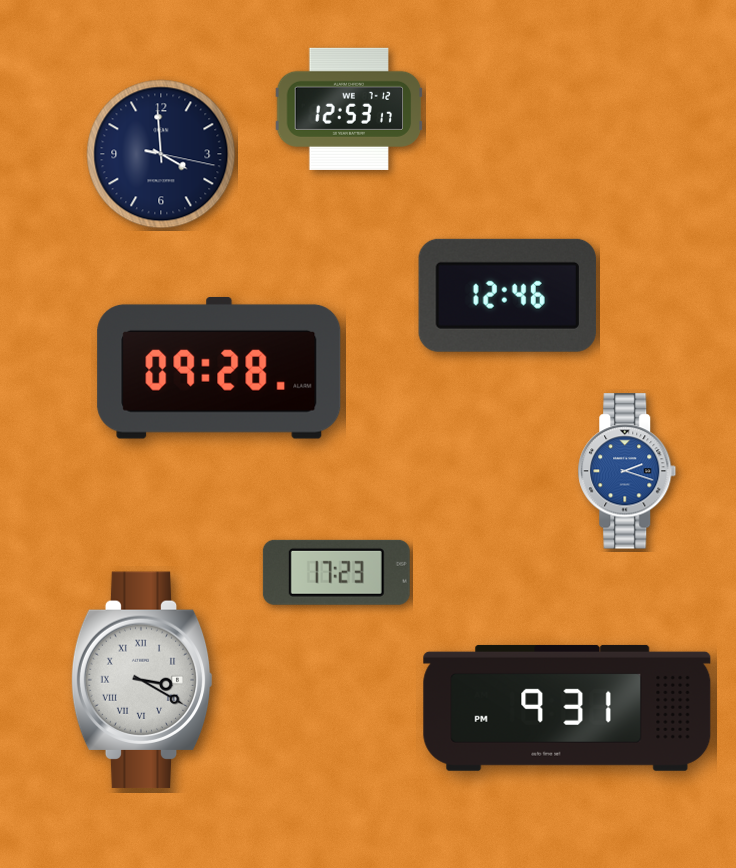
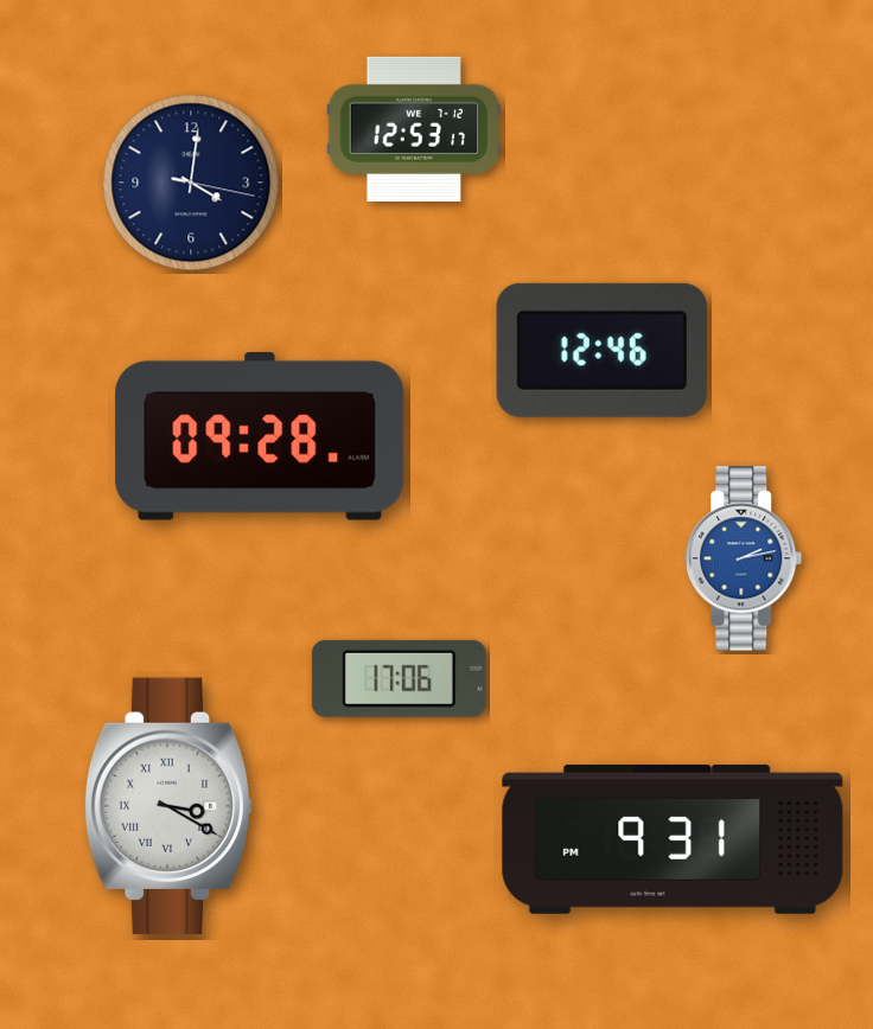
clock at (161, 154): 3:59 -> 4:01
clock at (627, 471): 2:18 -> 2:13
clock at (336, 572): 17:23 -> 17:06
